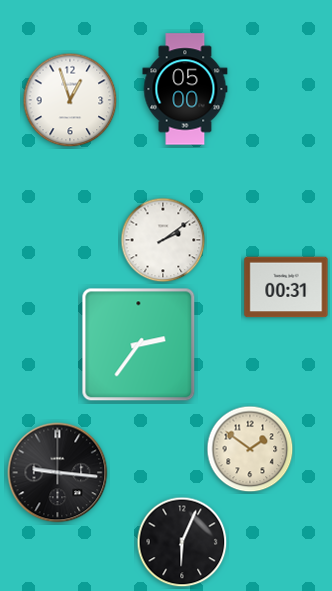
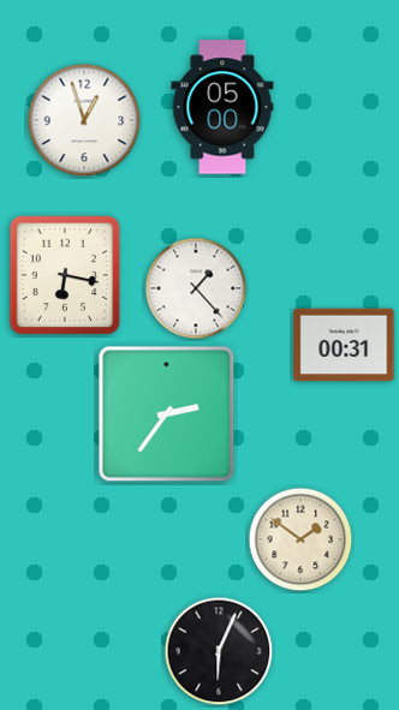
clock at (65, 275): none -> 6:17
clock at (163, 240): 2:09 -> 1:23
clock at (58, 473): 9:16 -> none
